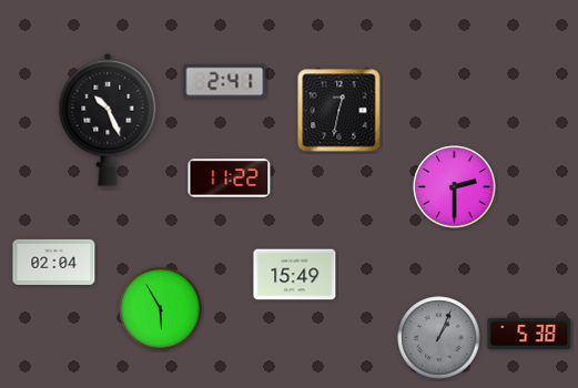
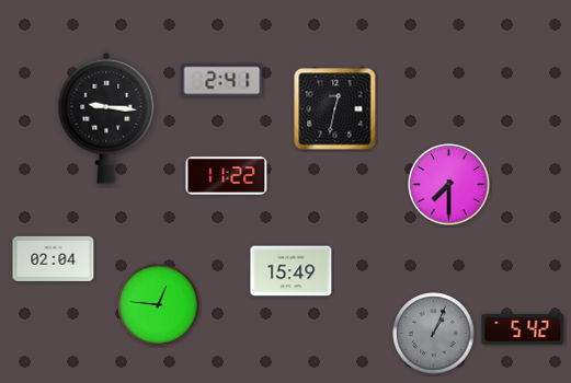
clock at (108, 120): 10:26 -> 9:16
clock at (455, 187): 2:30 -> 7:30
clock at (161, 309): 5:55 -> 12:46
clock at (529, 334): 5:38 -> 5:42
